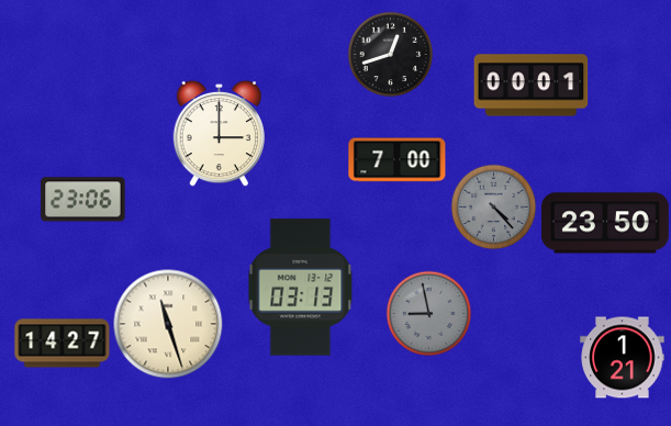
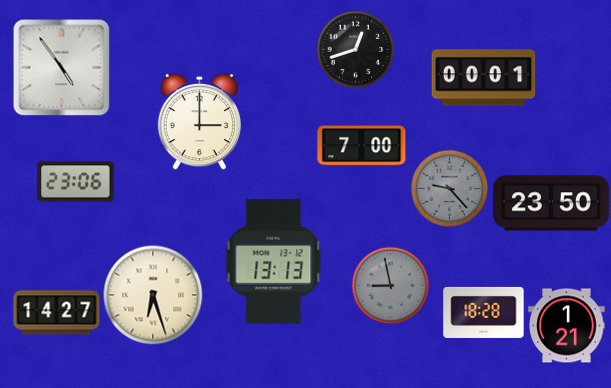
clock at (62, 68): none -> 4:54
clock at (493, 206): 4:23 -> 9:23
clock at (301, 288): 03:13 -> 13:13
clock at (168, 324): 11:27 -> 6:27
clock at (484, 312): none -> 18:28
